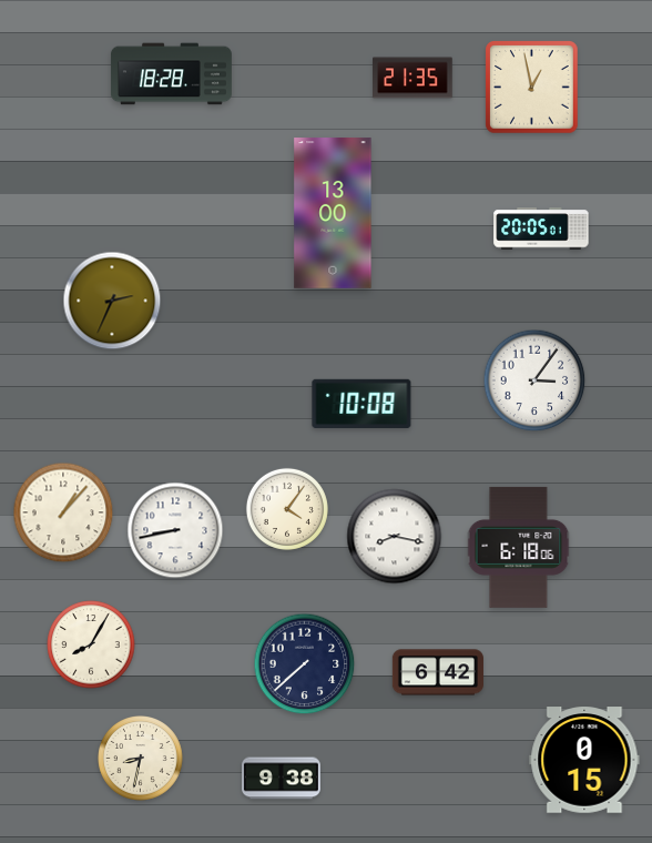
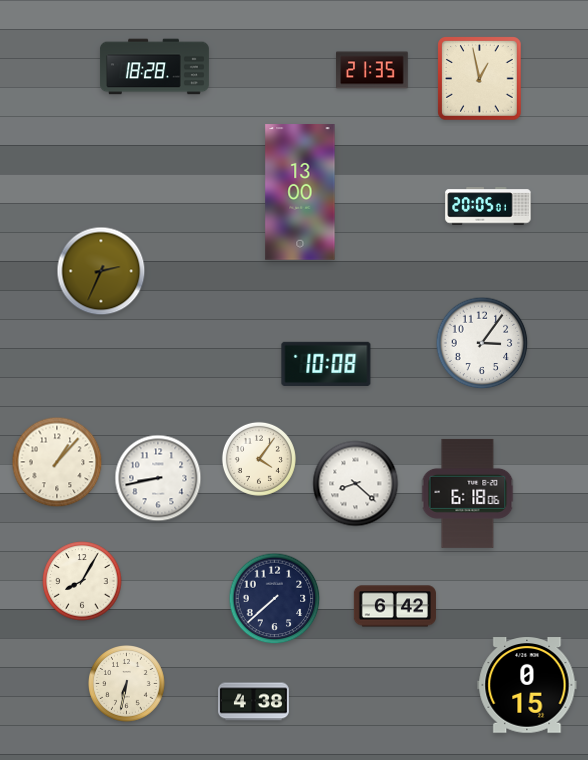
clock at (395, 537): 8:17 -> 8:22
clock at (141, 759): 8:32 -> 6:32
clock at (282, 779): 9:38 -> 4:38
